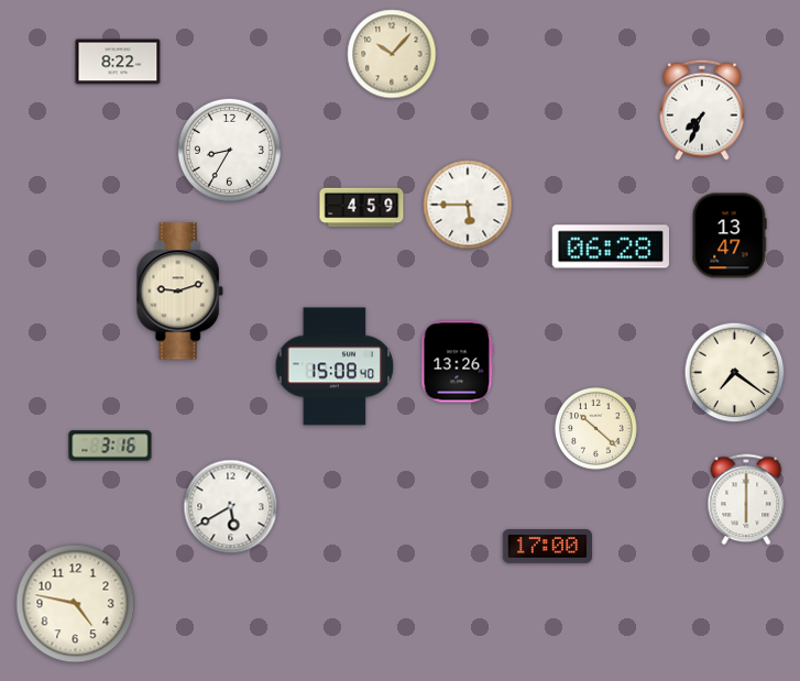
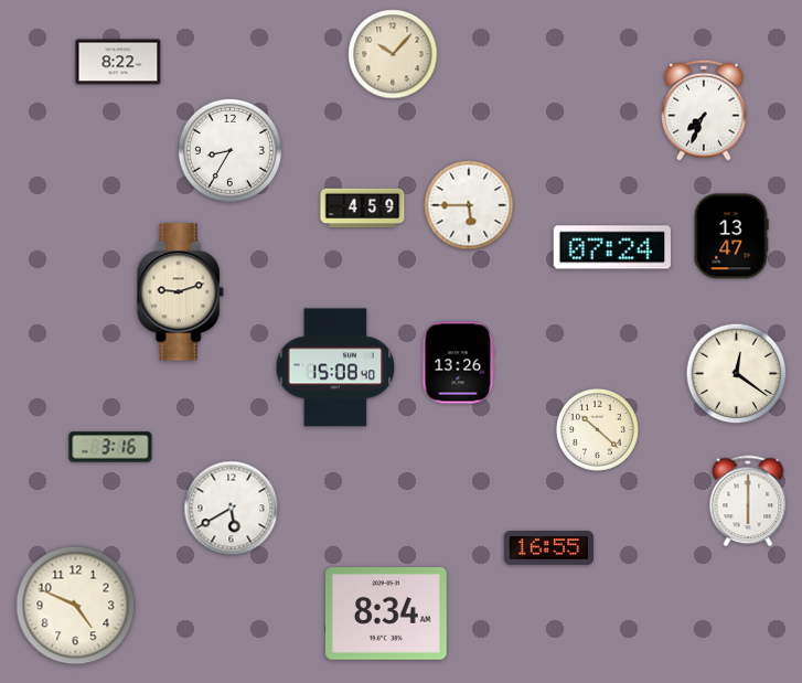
clock at (610, 246): 06:28 -> 07:24
clock at (735, 373): 7:21 -> 12:21
clock at (547, 547): 17:00 -> 16:55
clock at (76, 604): 4:47 -> 4:49
clock at (387, 615): none -> 8:34
